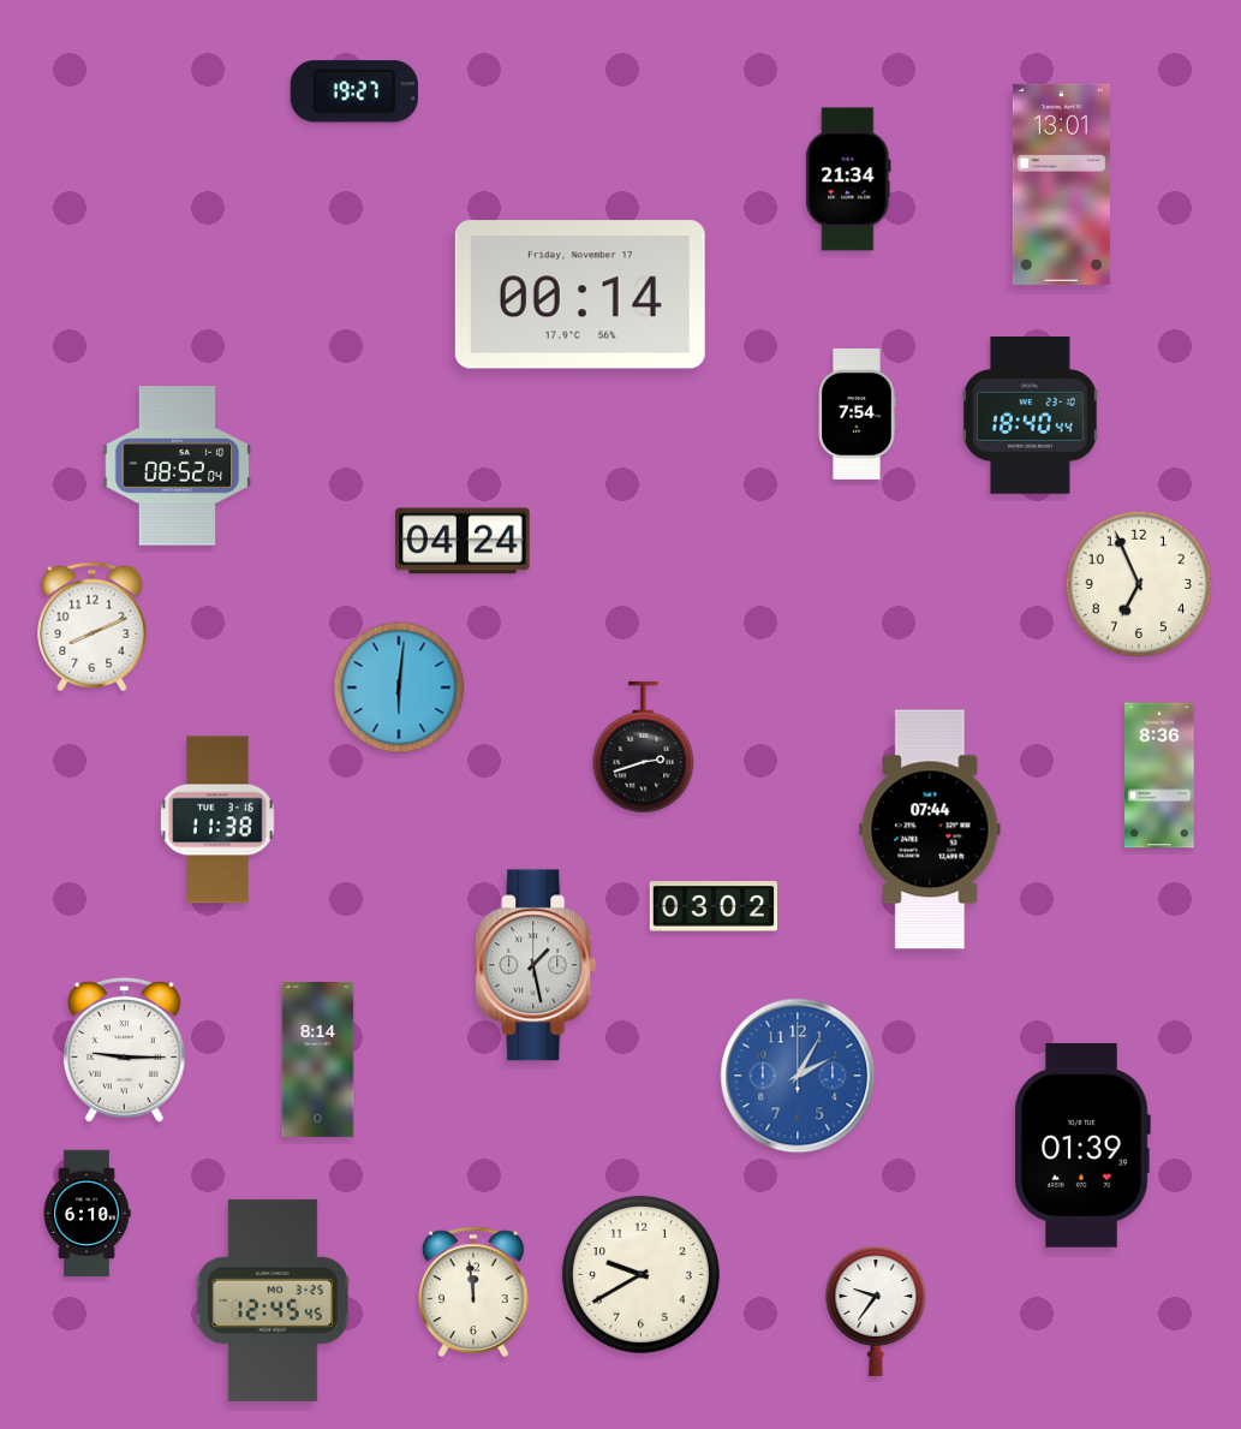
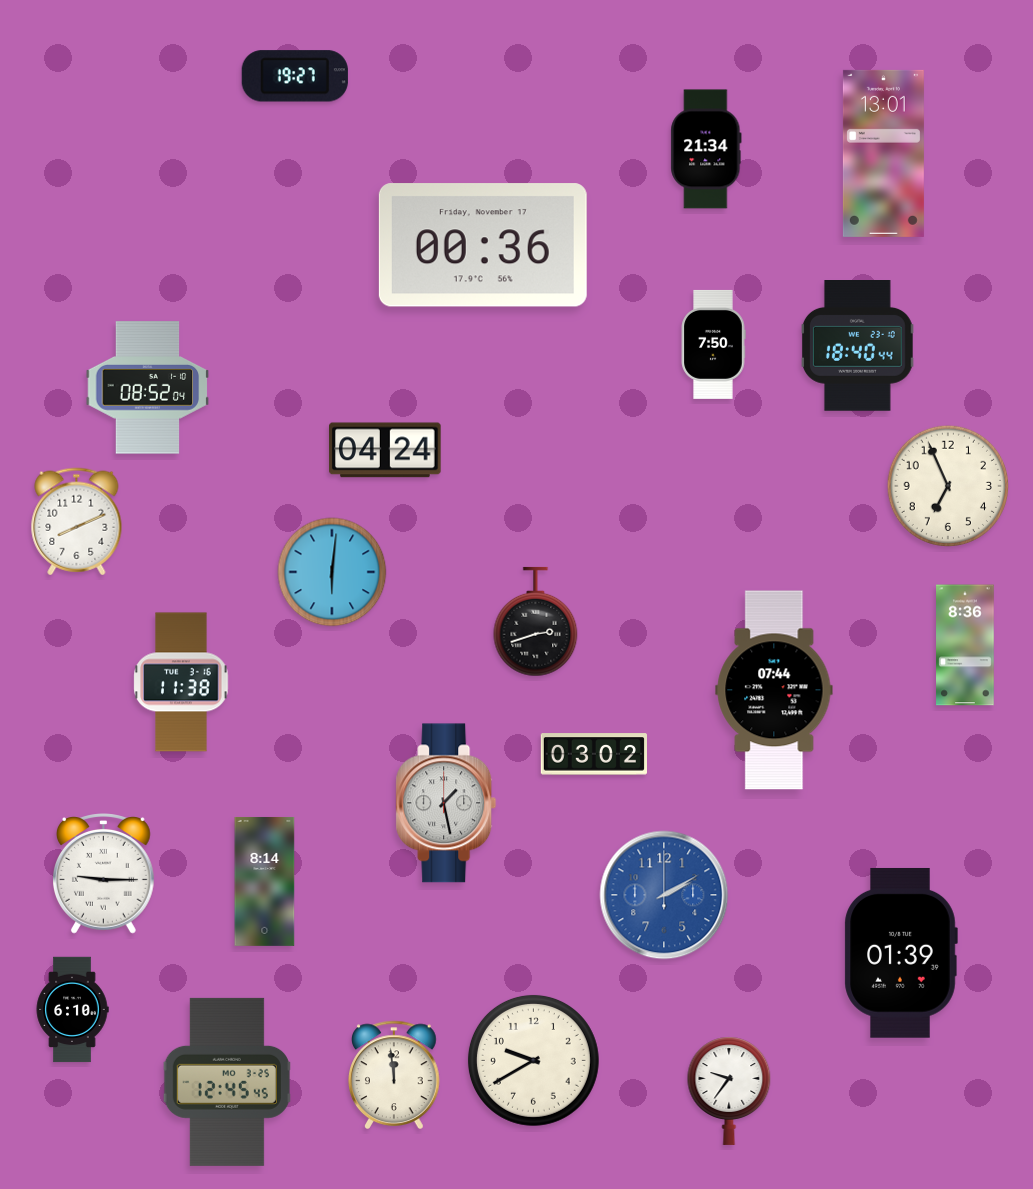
clock at (580, 294): 00:14 -> 00:36
clock at (857, 413): 7:54 -> 7:50
clock at (798, 1076): 2:05 -> 2:10
